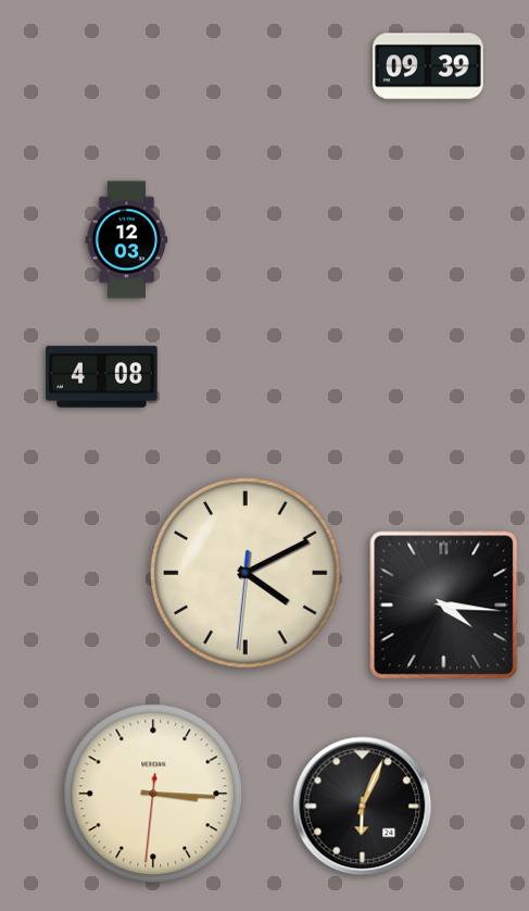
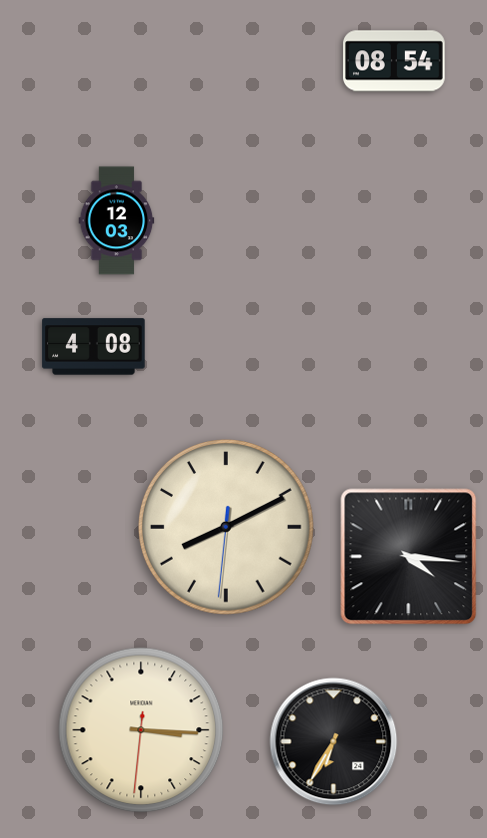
clock at (428, 66): 09:39 -> 08:54
clock at (247, 574): 4:10 -> 8:10
clock at (363, 807): 6:04 -> 6:35
